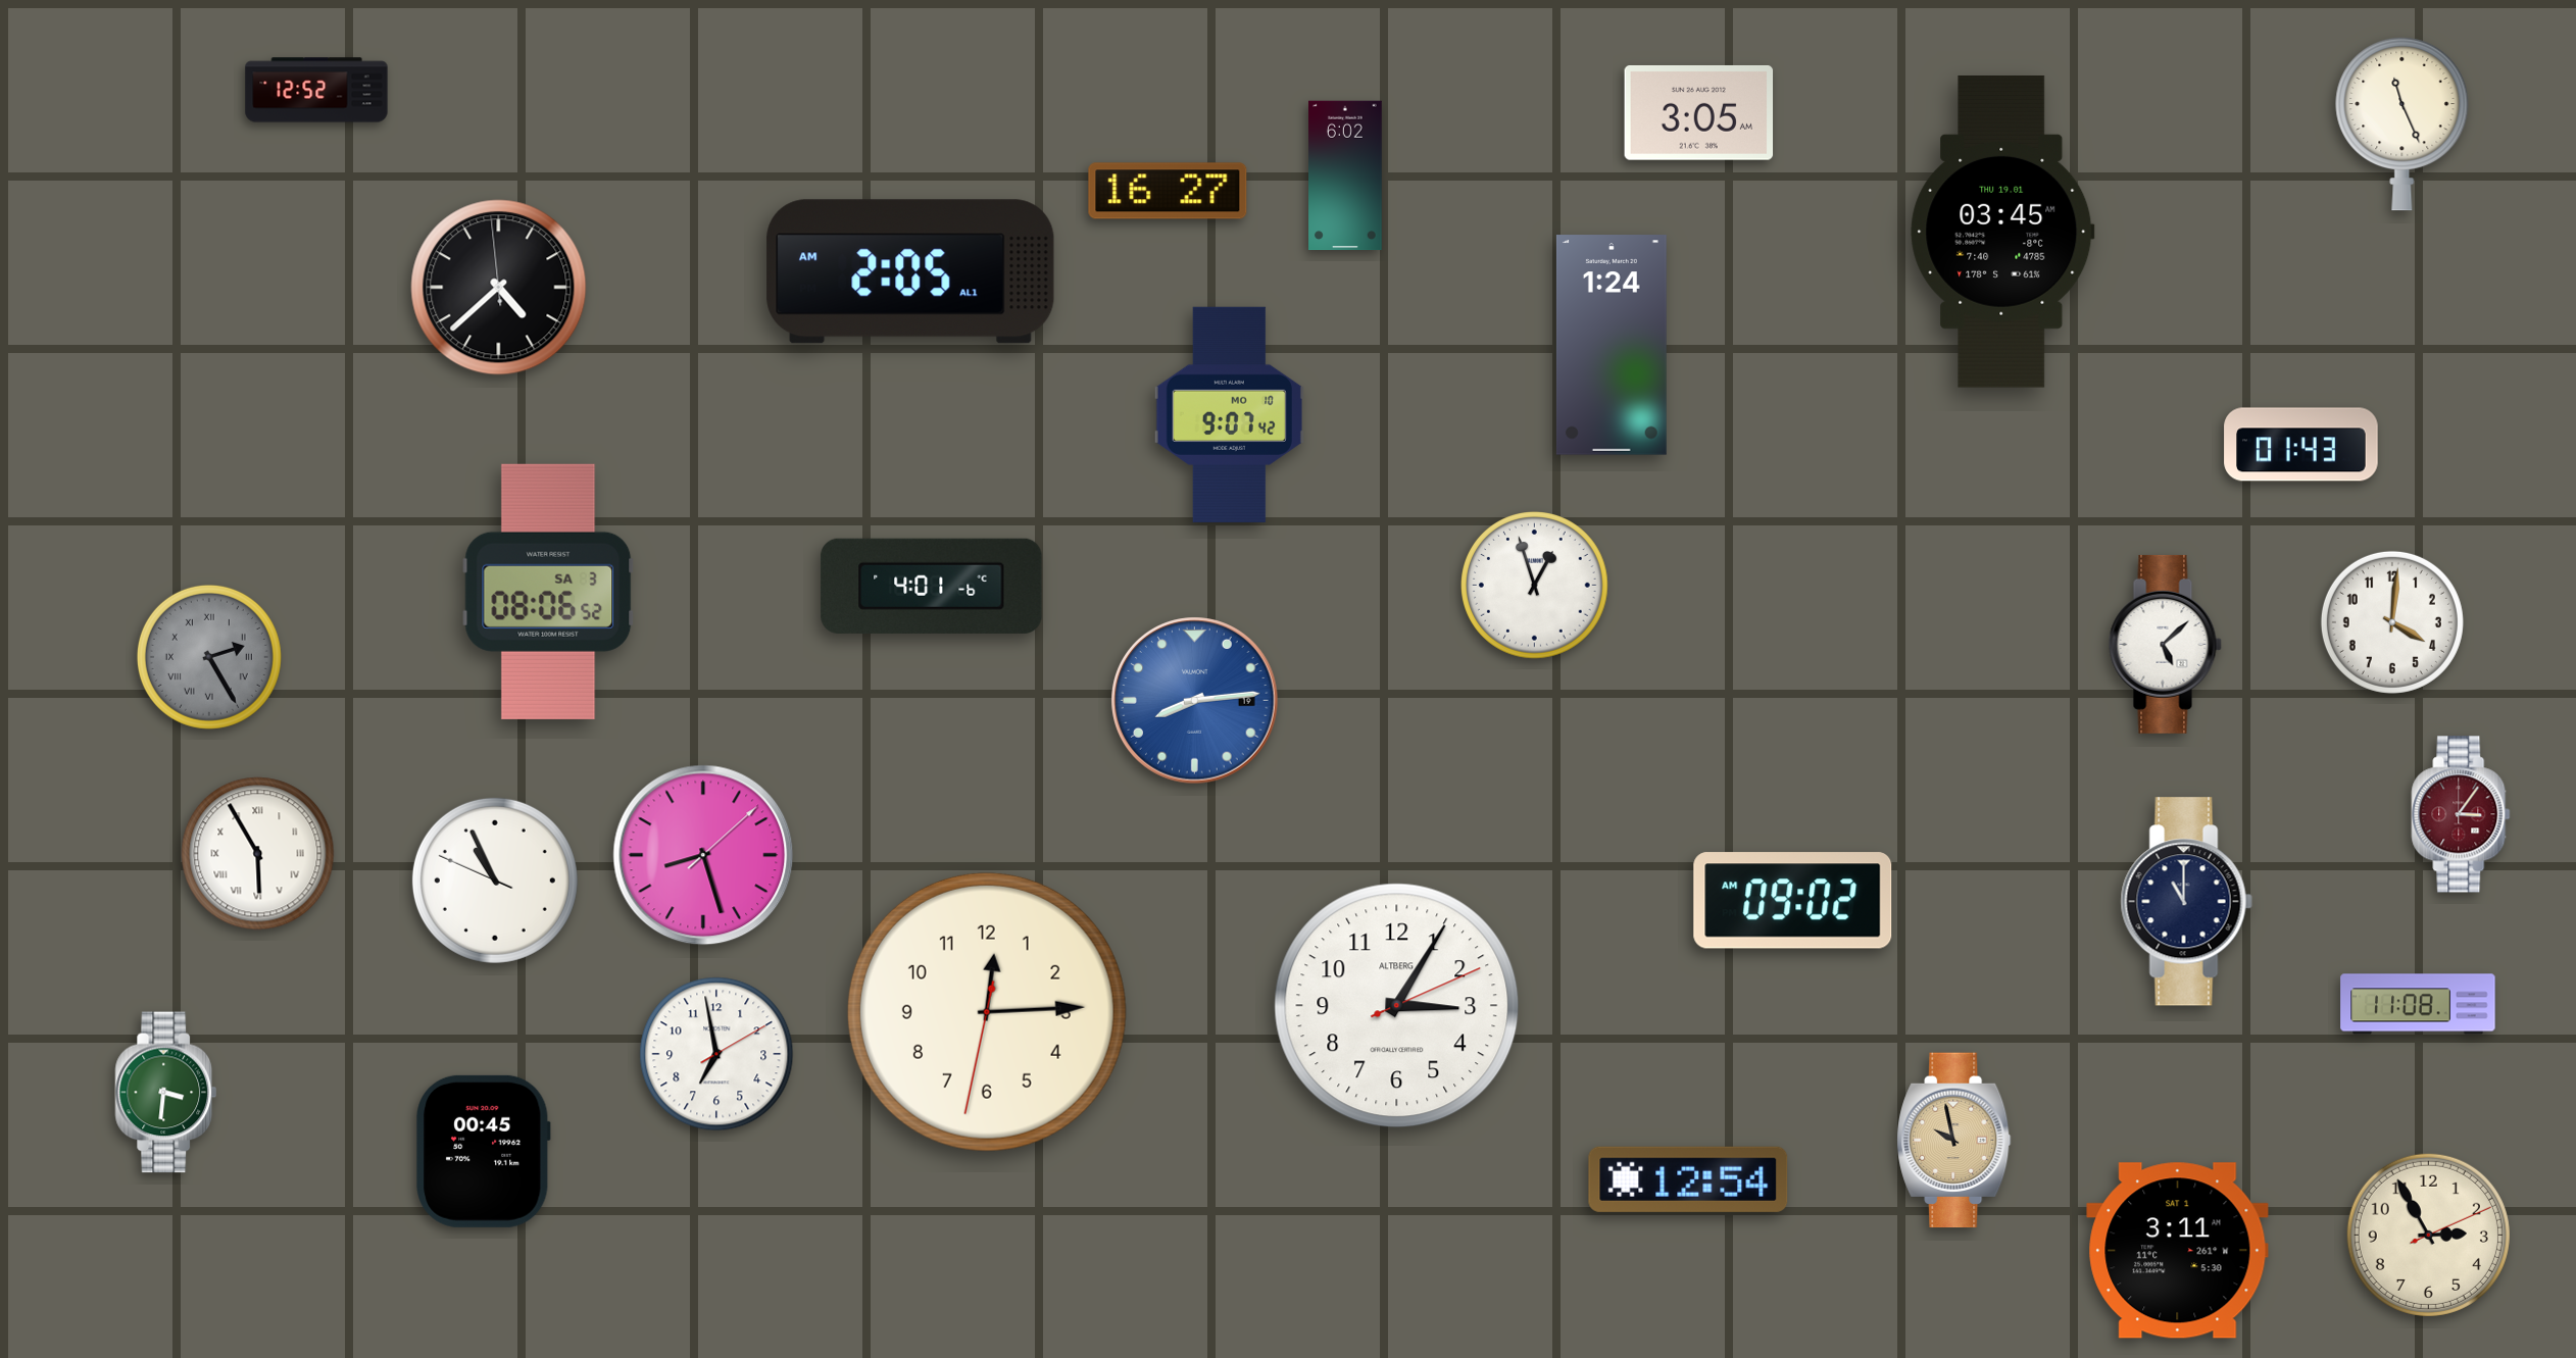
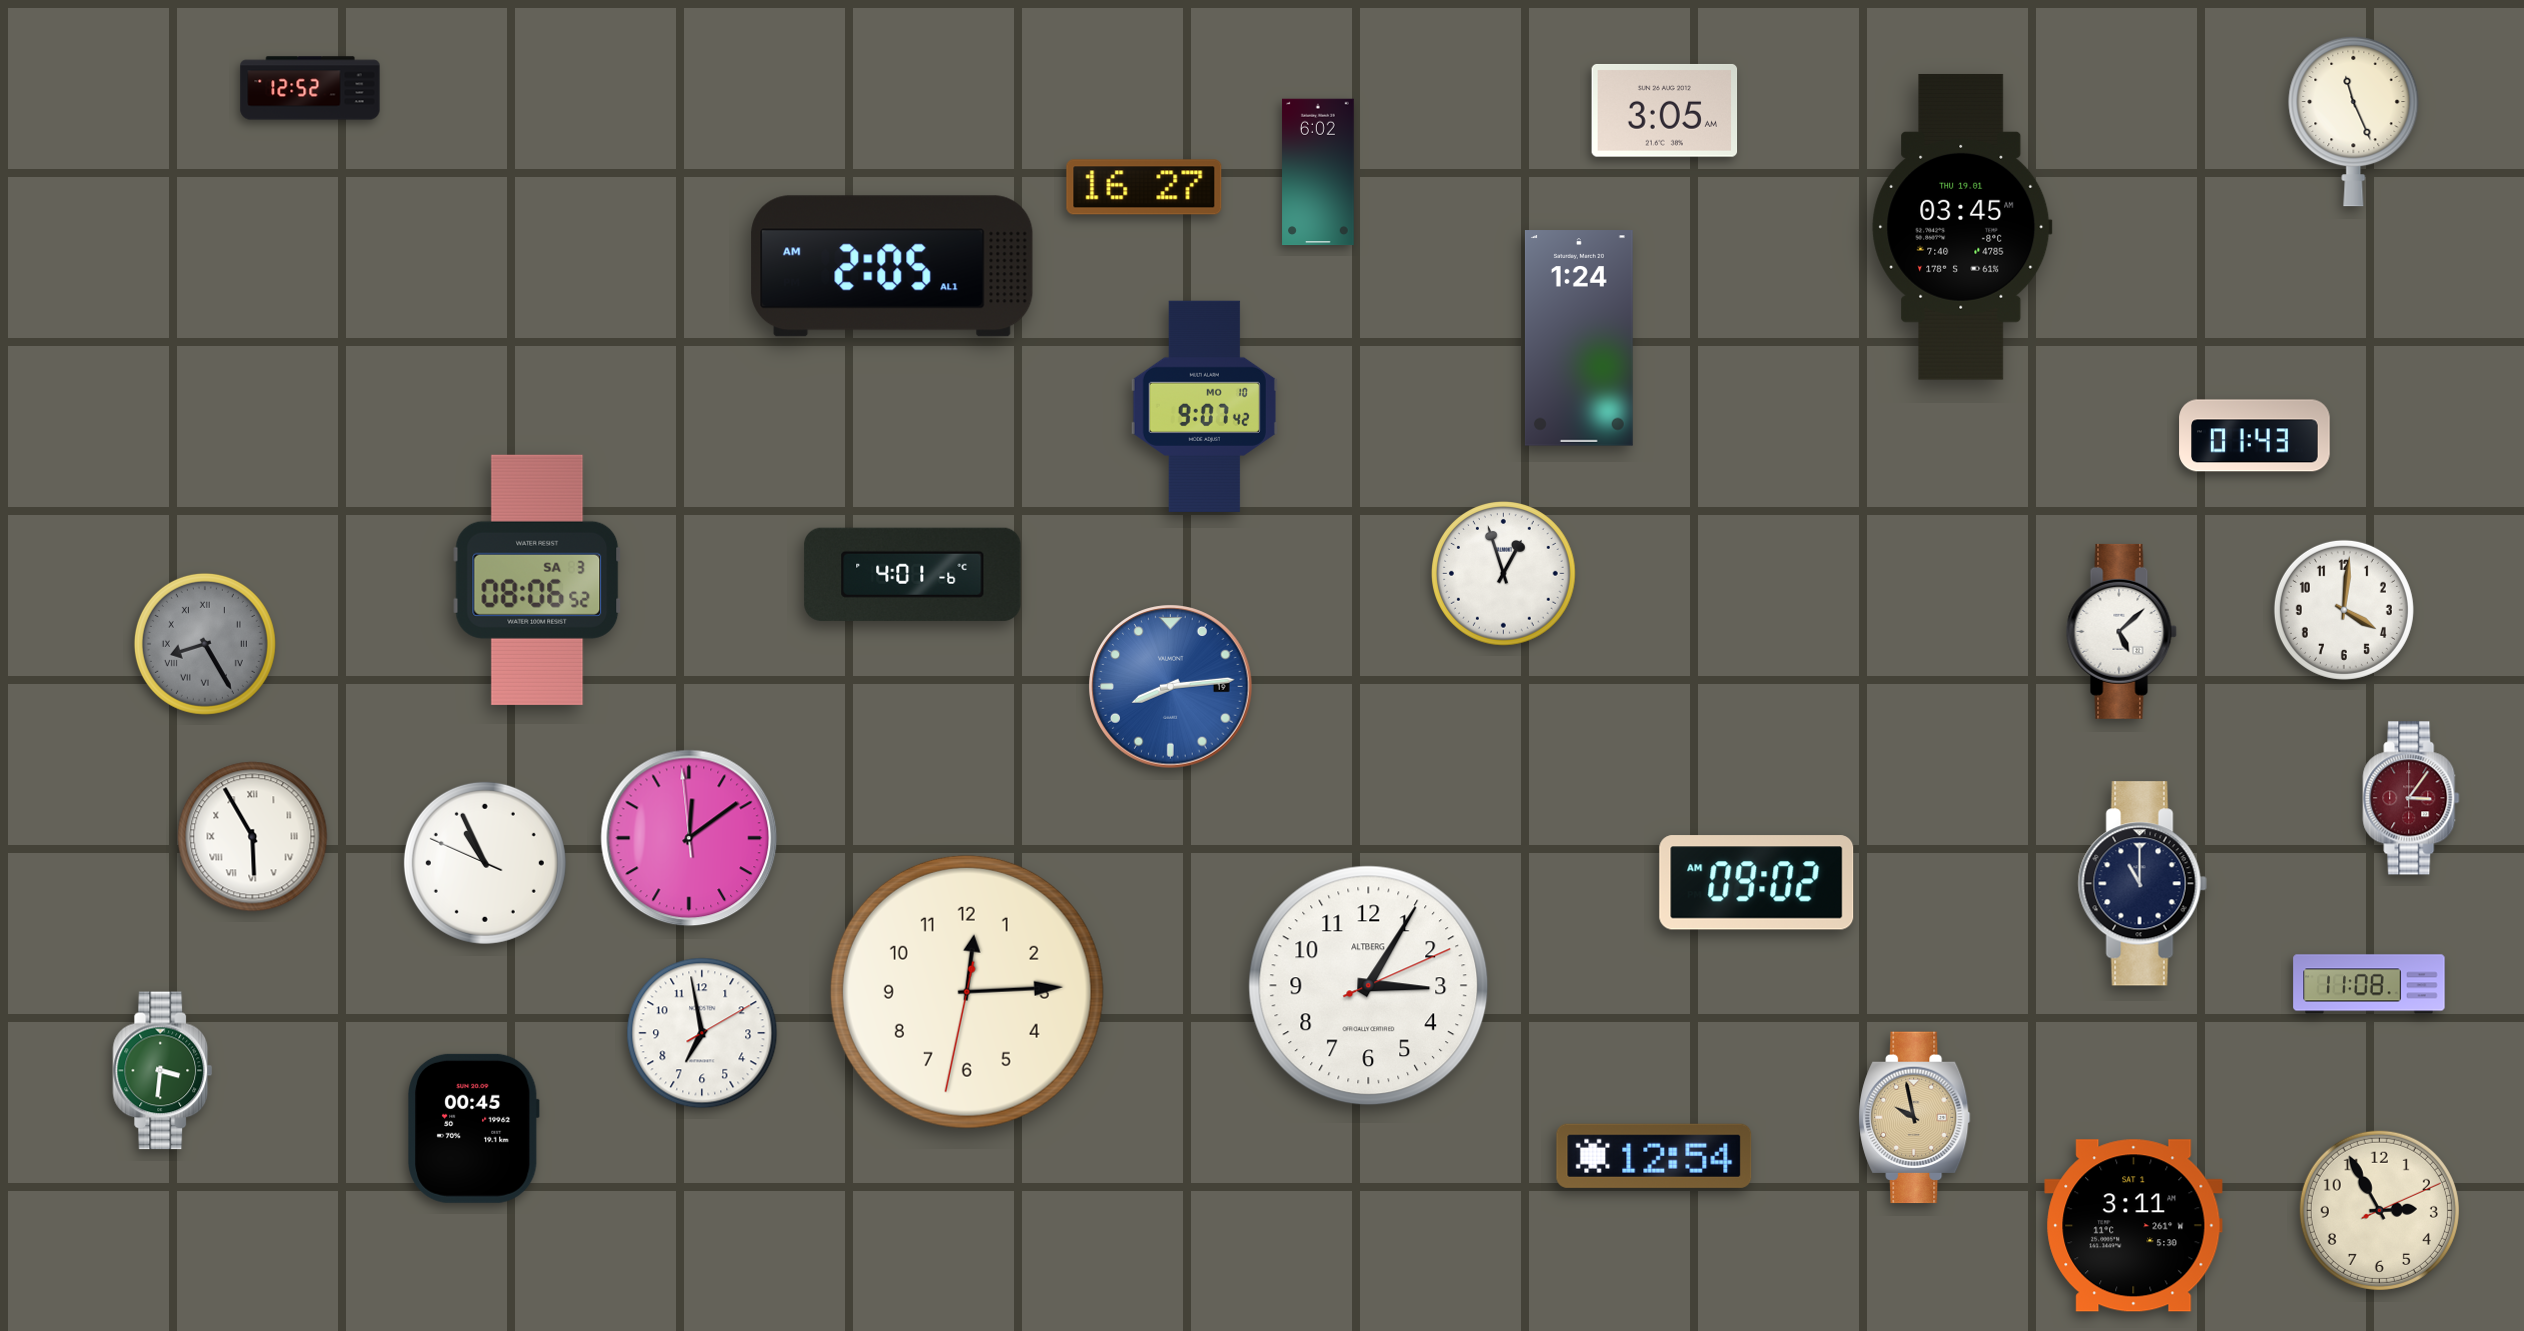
clock at (499, 288): 4:37 -> none
clock at (209, 657): 2:25 -> 8:25
clock at (703, 855): 8:27 -> 12:08
